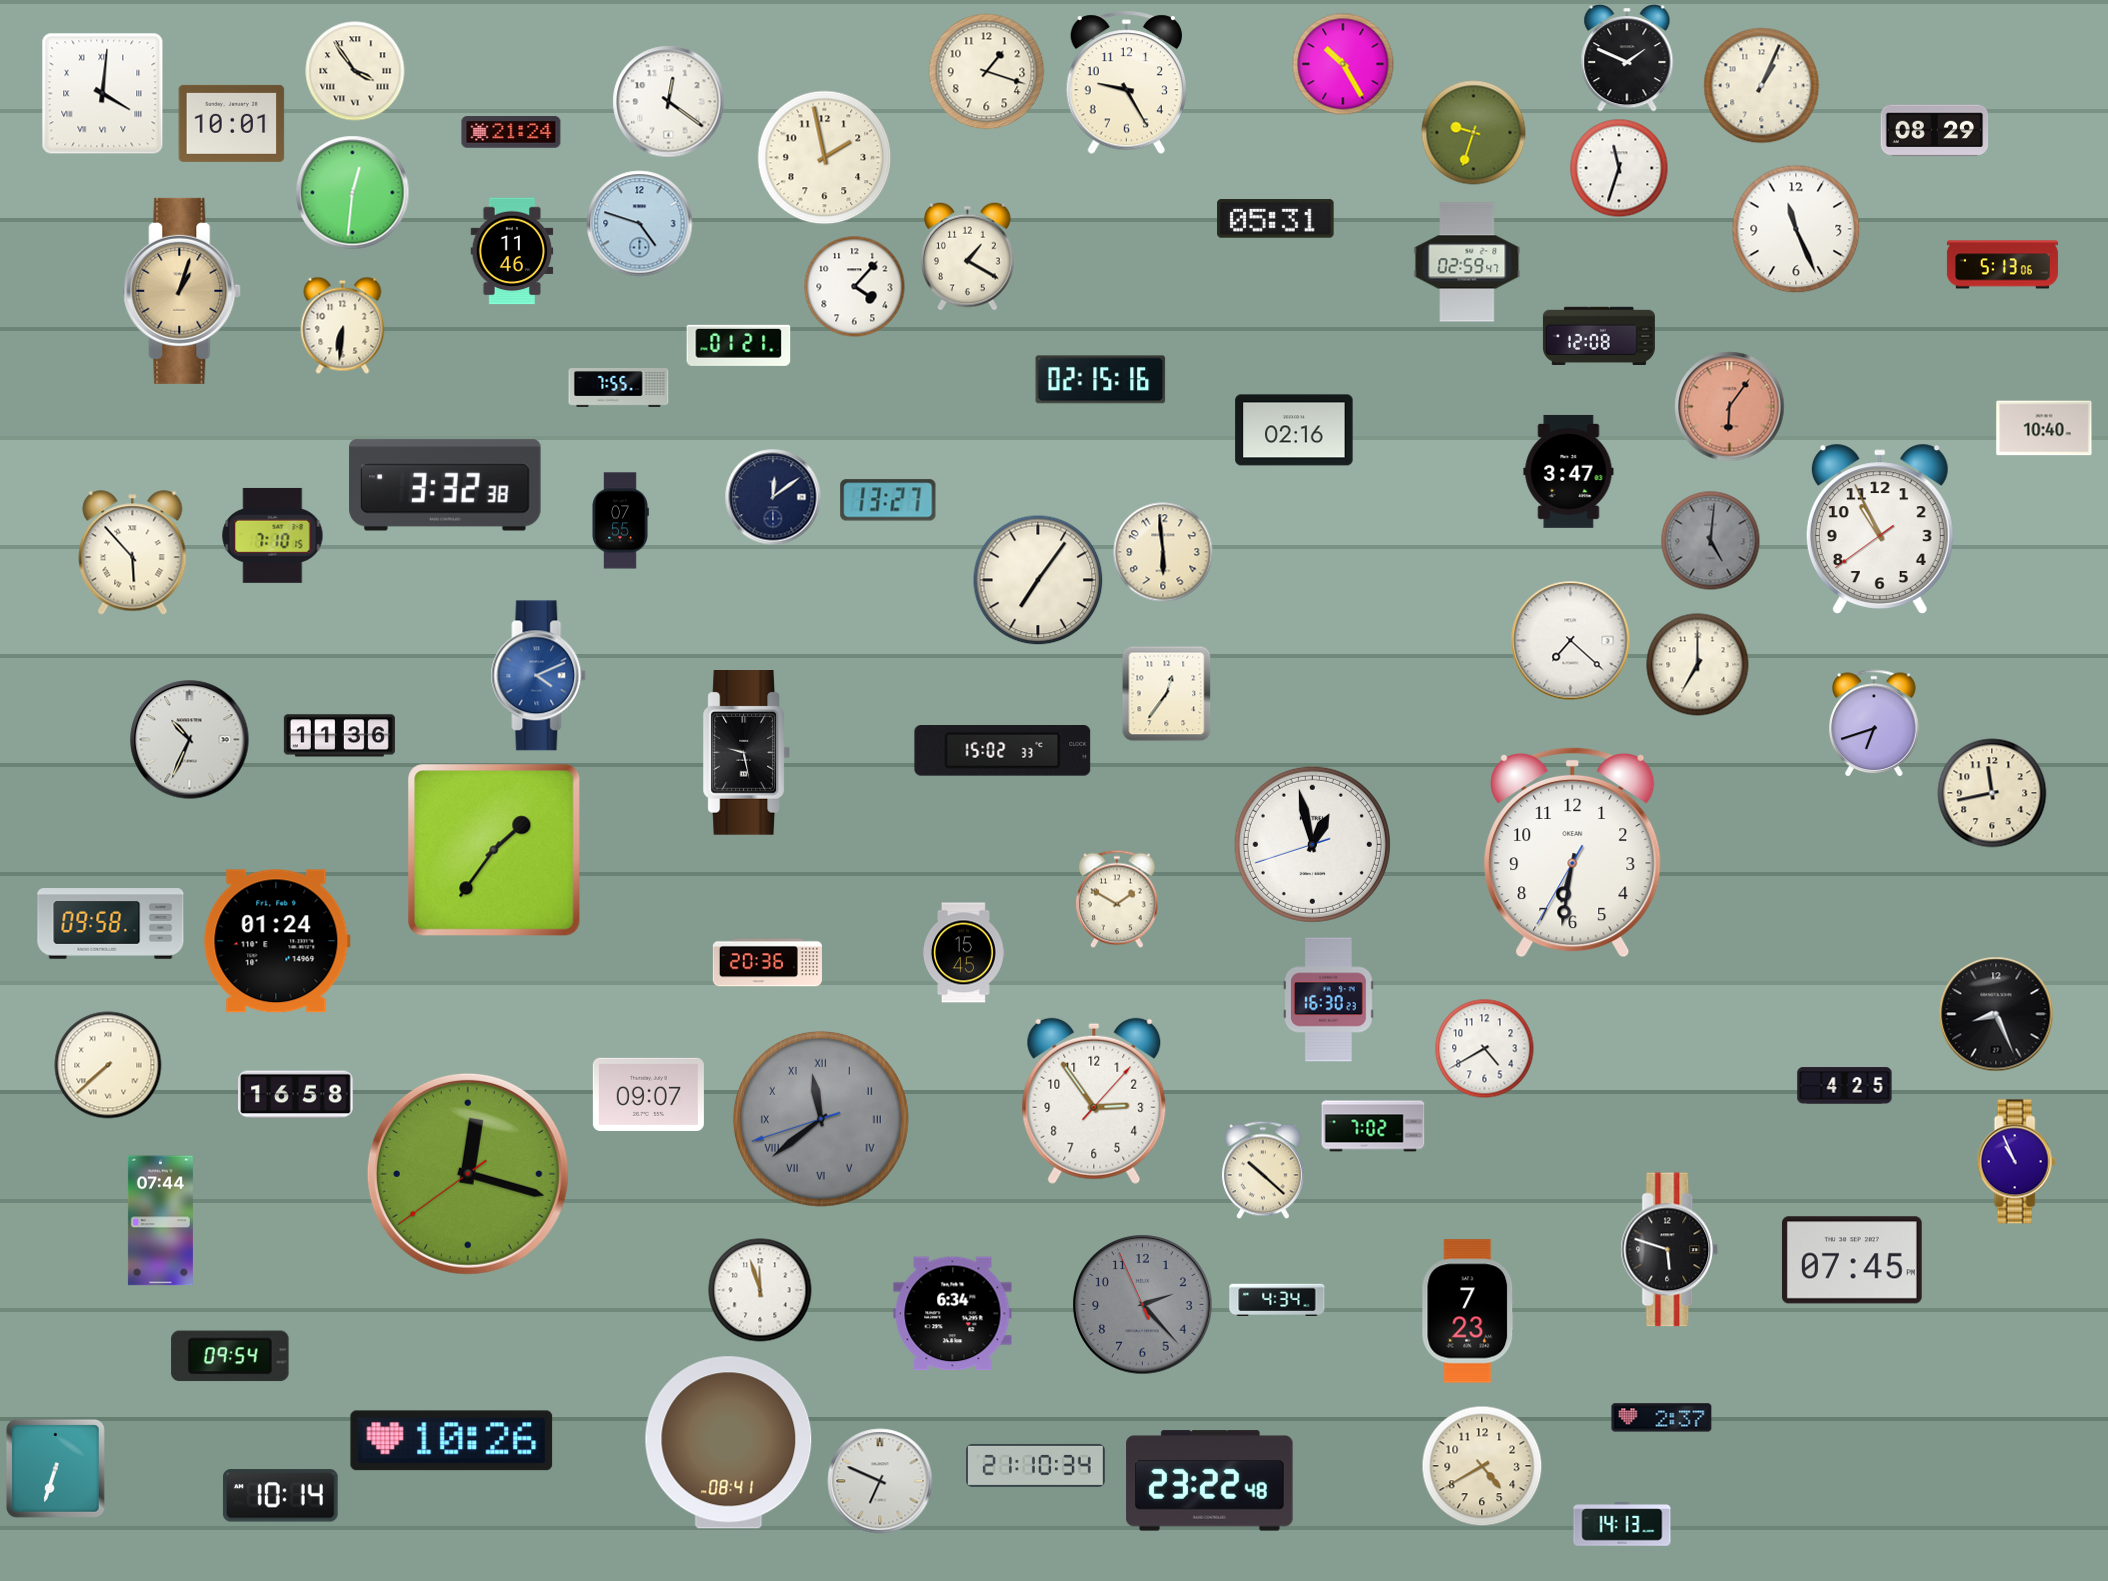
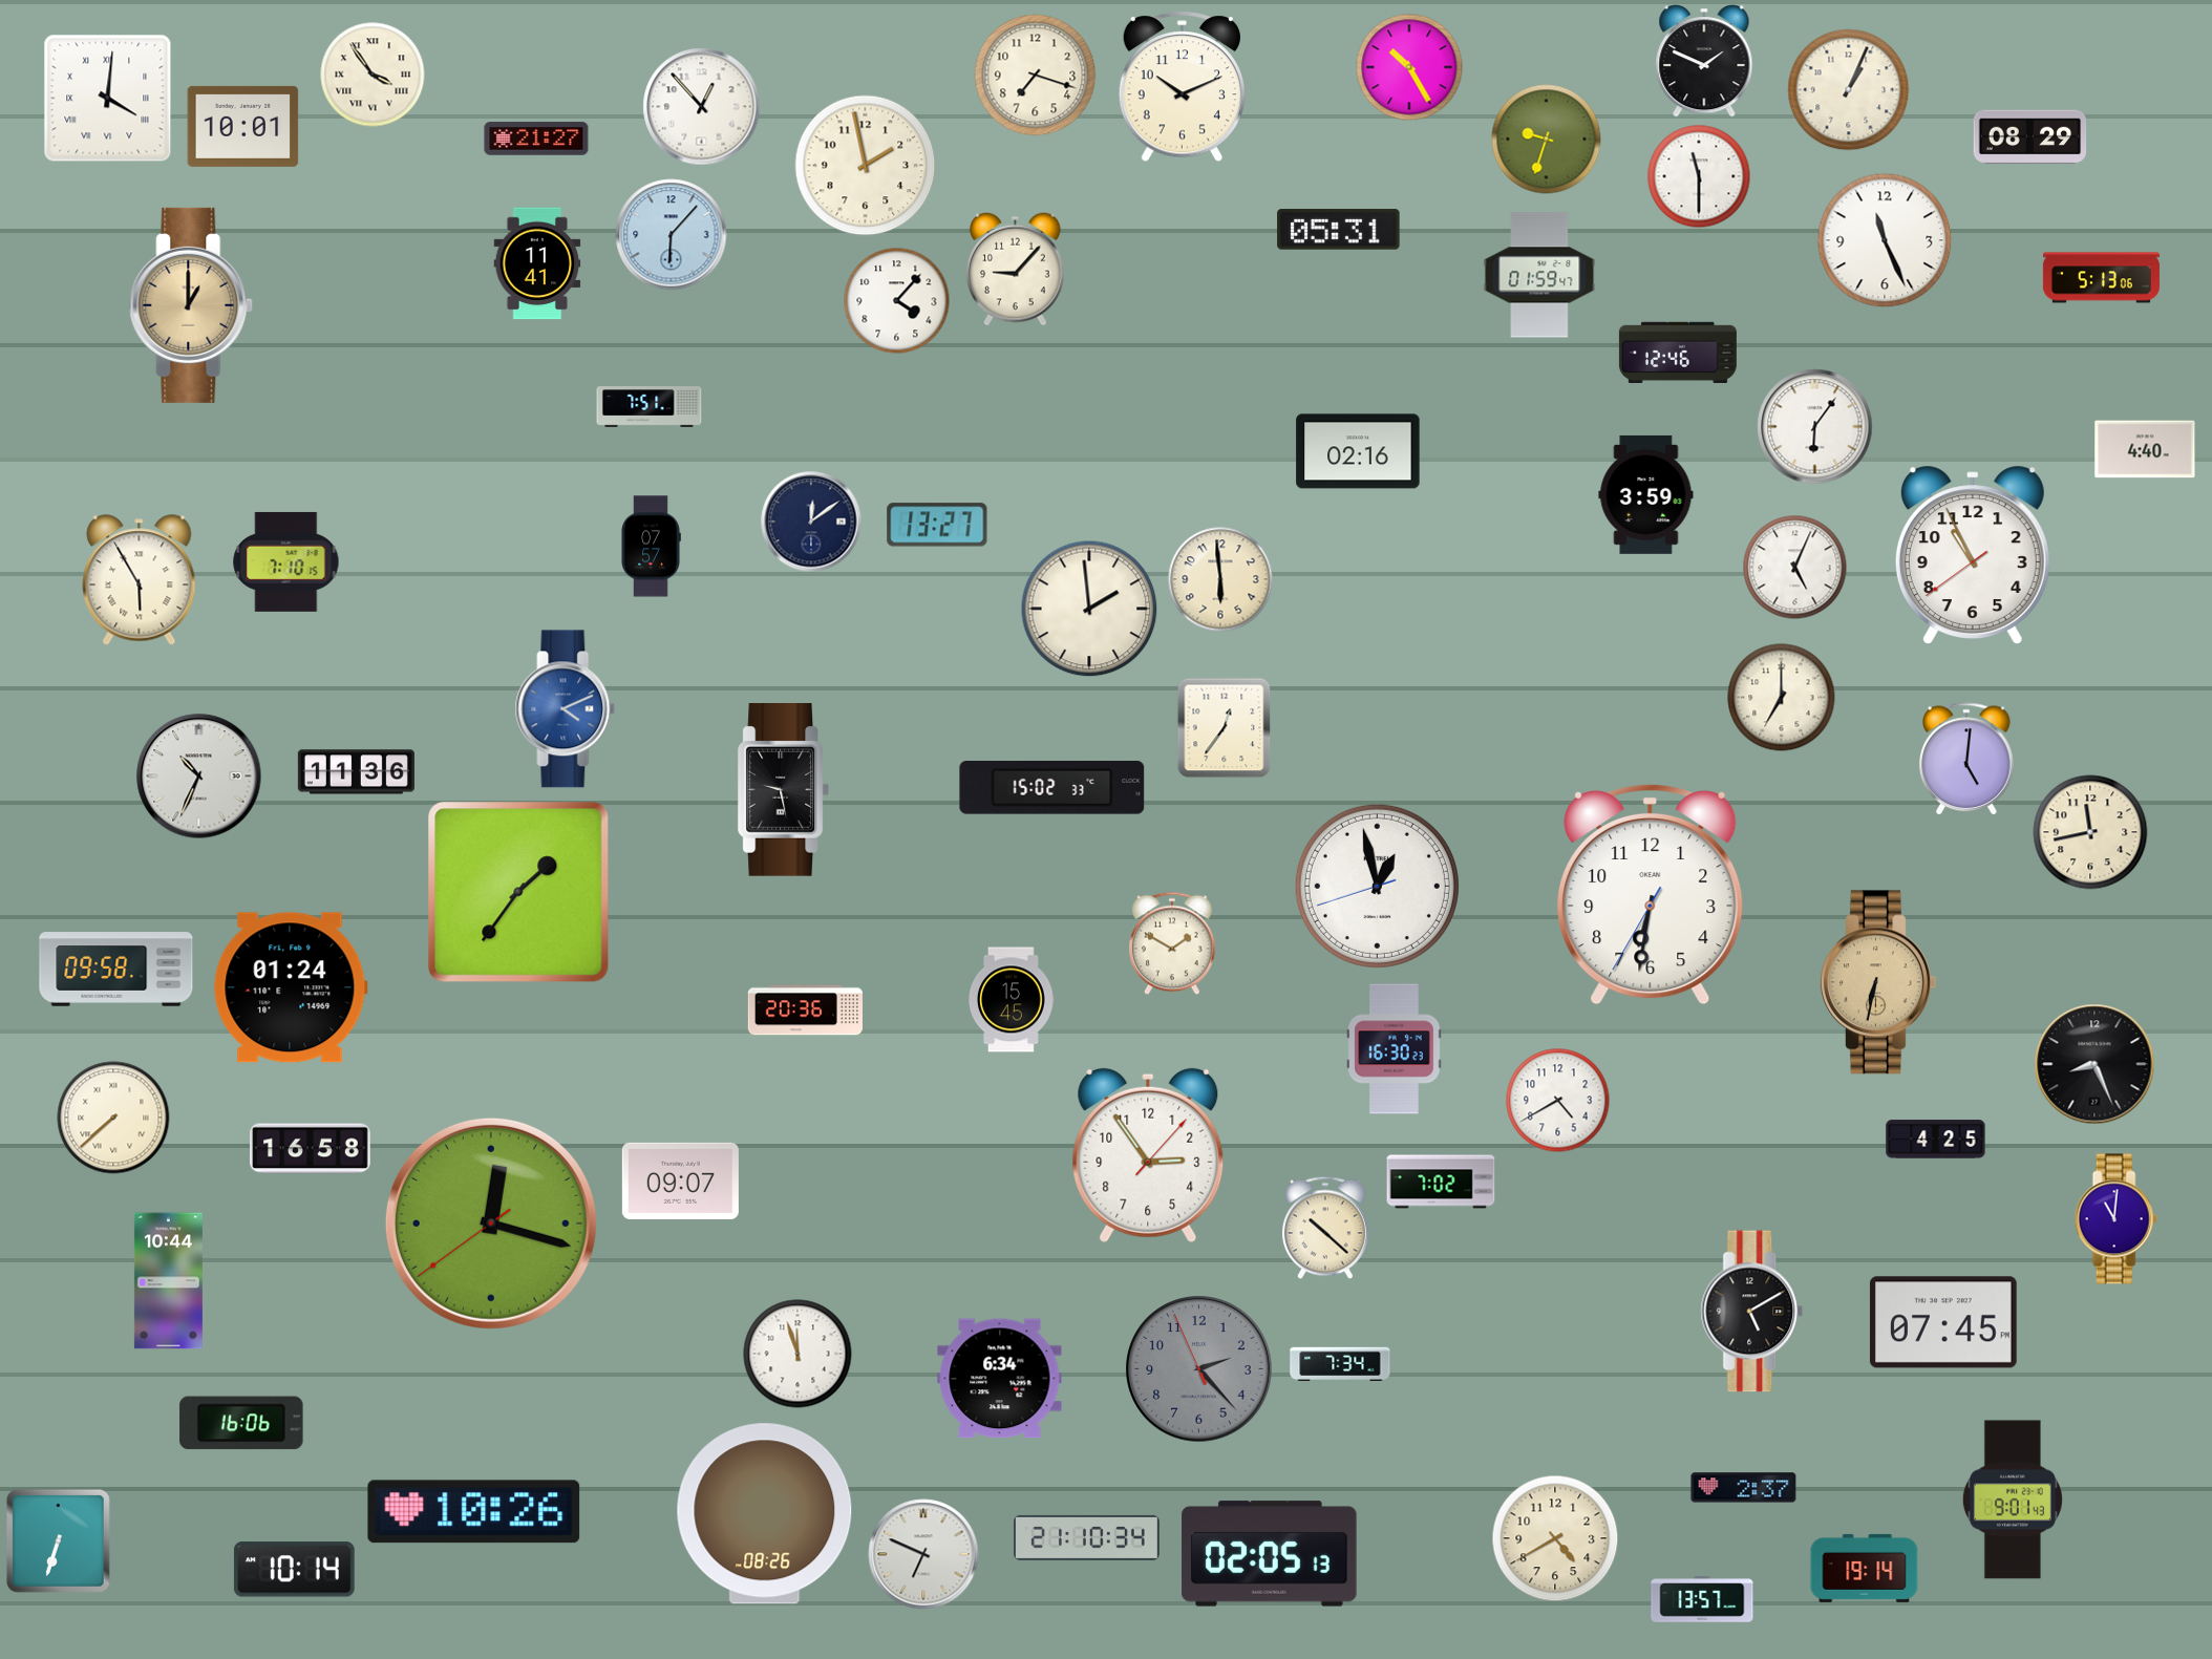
clock at (1627, 58) position: (1627, 58) -> (1704, 61)
clock at (987, 72): 1:18 -> 7:18
clock at (1126, 83): 9:25 -> 10:11
clock at (669, 102): 12:21 -> 12:53
clock at (232, 123) position: (232, 123) -> (243, 126)
clock at (511, 132): 21:24 -> 21:27
clock at (1619, 168): 11:33 -> 11:30
clock at (353, 193): 12:31 -> none
clock at (640, 224): 4:48 -> 6:07
clock at (512, 251): 11:46 -> 11:41
clock at (968, 256): 1:20 -> 9:07
clock at (1467, 262): 02:59 -> 01:59
clock at (183, 291): 1:03 -> 1:00
clock at (343, 325): 6:31 -> none
clock at (1599, 335): 12:08 -> 12:46
clock at (739, 345): 01:21 -> none
clock at (1101, 380): 02:15 -> none
clock at (619, 388): 7:55 -> 7:51
clock at (1730, 407) dial: salmon -> white
clock at (2044, 428): 10:40 -> 4:40
clock at (1569, 471): 3:47 -> 3:59
clock at (445, 485): 3:32 -> none
clock at (888, 500) position: (888, 500) -> (937, 525)
clock at (620, 521): 07:55 -> 07:57
clock at (1711, 541): 5:01 -> 5:04
clock at (1711, 541) dial: grey -> white
clock at (133, 553): 5:53 -> 5:55
clock at (1038, 580): 7:06 -> 1:59
clock at (1571, 641): 7:22 -> none
clock at (1874, 723): 6:42 -> 5:01
clock at (1877, 982): none -> 6:32
clock at (648, 1094) position: (648, 1094) -> (680, 1181)
clock at (821, 1119): 11:38 -> none
clock at (2016, 1162): 10:56 -> 11:01
clock at (468, 1174) position: (468, 1174) -> (491, 1224)
clock at (160, 1221): 07:44 -> 10:44
clock at (1670, 1250): 5:48 -> 5:10
clock at (1277, 1300): 4:34 -> 7:34
clock at (1468, 1311): 7:23 -> none
clock at (230, 1356): 09:54 -> 16:06
clock at (2013, 1500): none -> 9:01
clock at (729, 1443): 08:41 -> 08:26
clock at (1210, 1481): 23:22 -> 02:05
clock at (1865, 1568): none -> 19:14
clock at (1622, 1524): 14:13 -> 13:57
